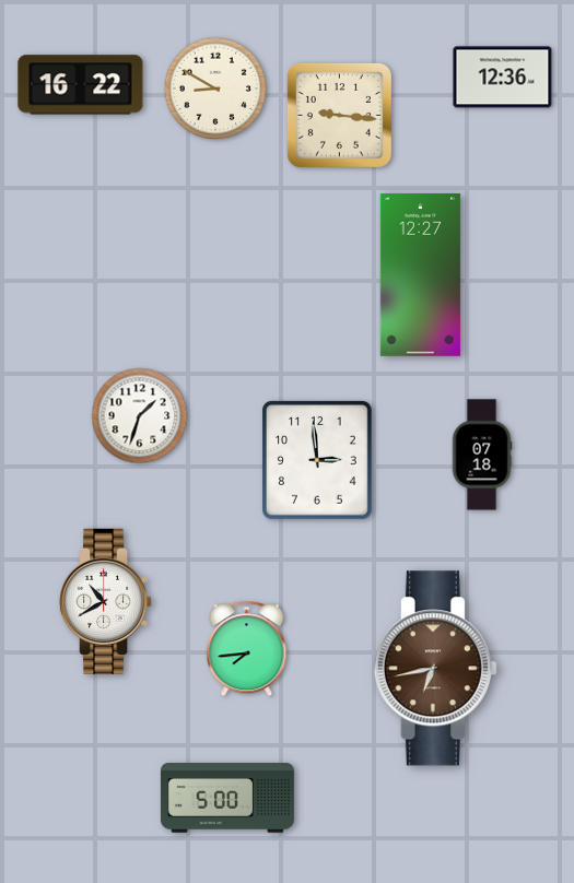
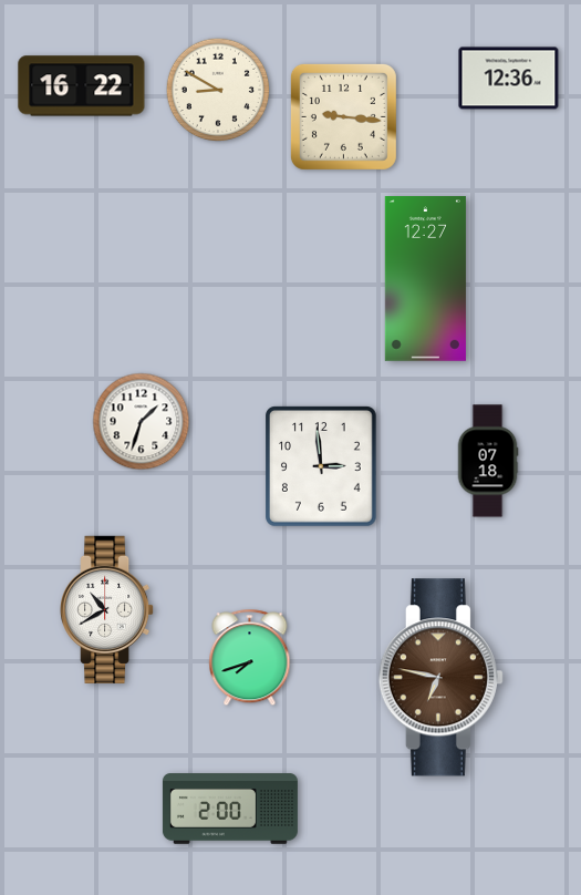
clock at (247, 649): 7:44 -> 7:42
clock at (435, 669): 6:43 -> 6:47
clock at (227, 798): 5:00 -> 2:00
